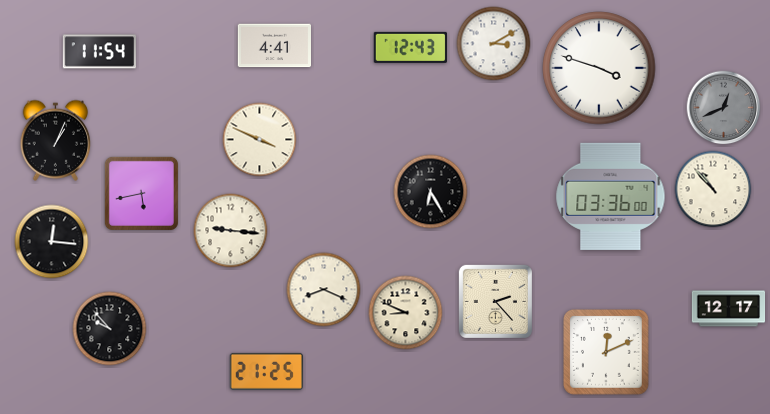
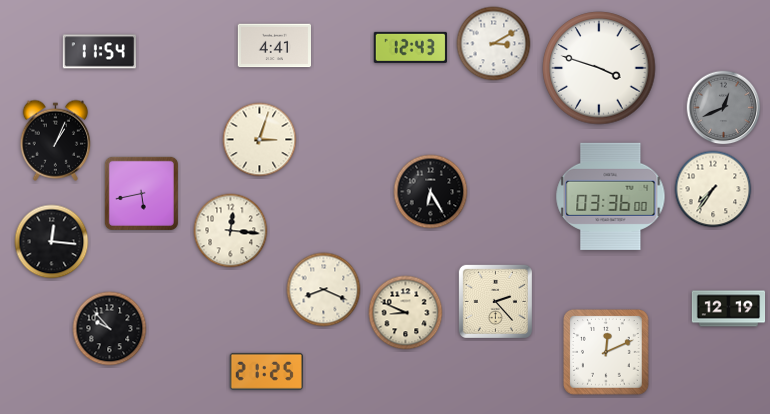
clock at (260, 140): 3:49 -> 3:03
clock at (713, 189): 10:53 -> 7:36
clock at (231, 231): 9:16 -> 12:16
clock at (729, 309): 12:17 -> 12:19
